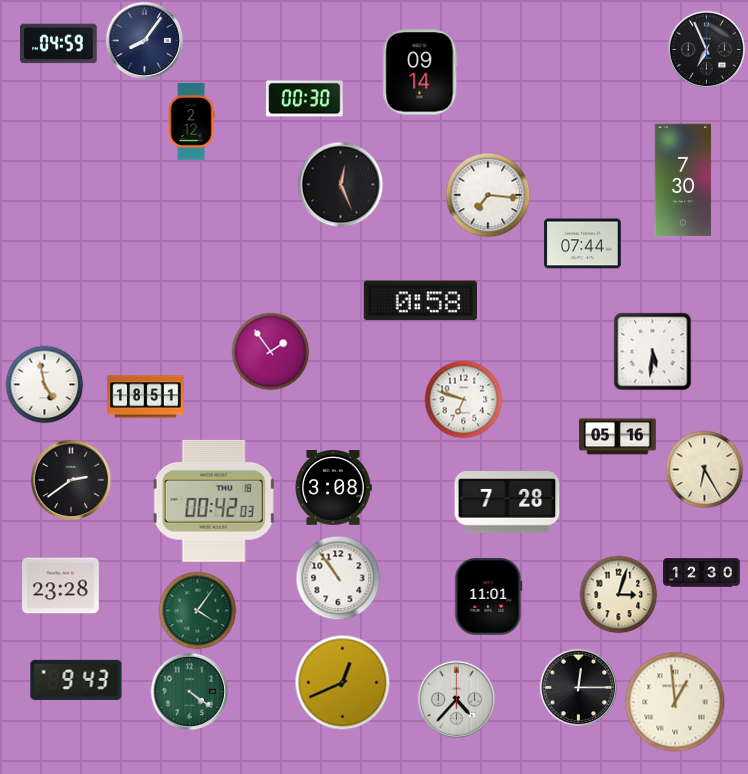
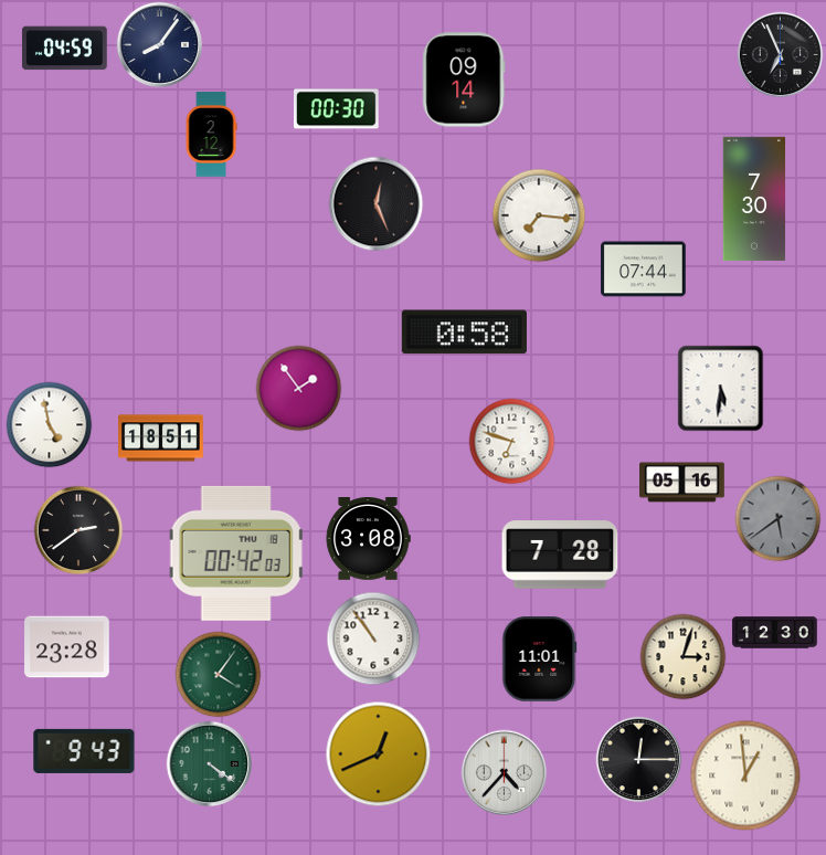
clock at (704, 469): 6:25 -> 5:39
clock at (704, 469) dial: cream -> grey
